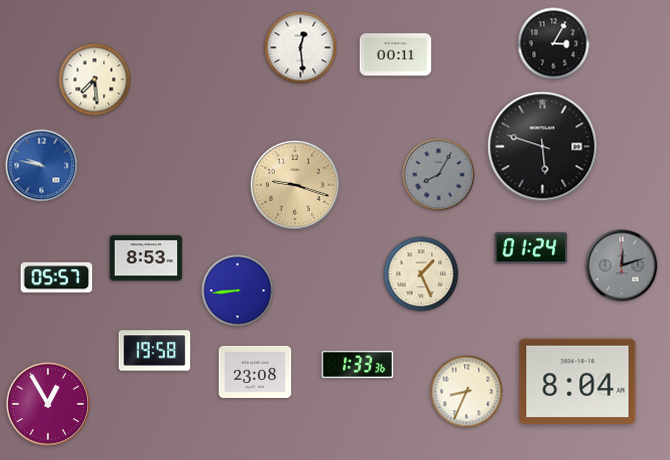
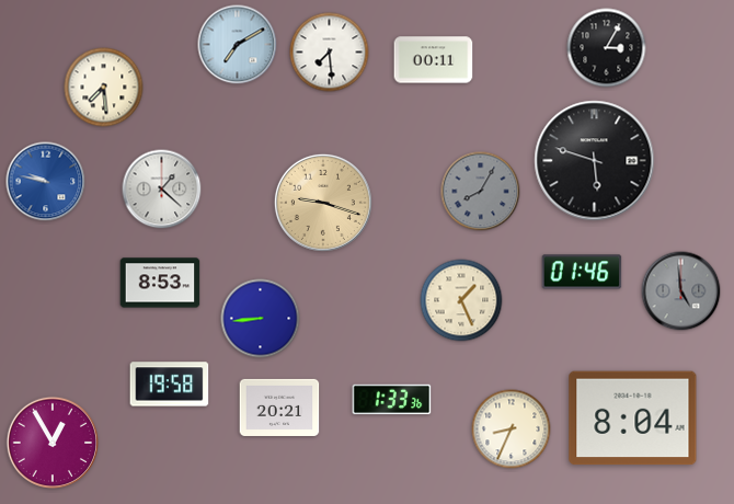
clock at (238, 45): none -> 7:10
clock at (301, 48): 12:29 -> 7:29
clock at (162, 190): none -> 1:22
clock at (531, 248): 01:24 -> 01:46
clock at (622, 266): 12:12 -> 4:59
clock at (57, 278): 05:57 -> none
clock at (255, 372): 23:08 -> 20:21
